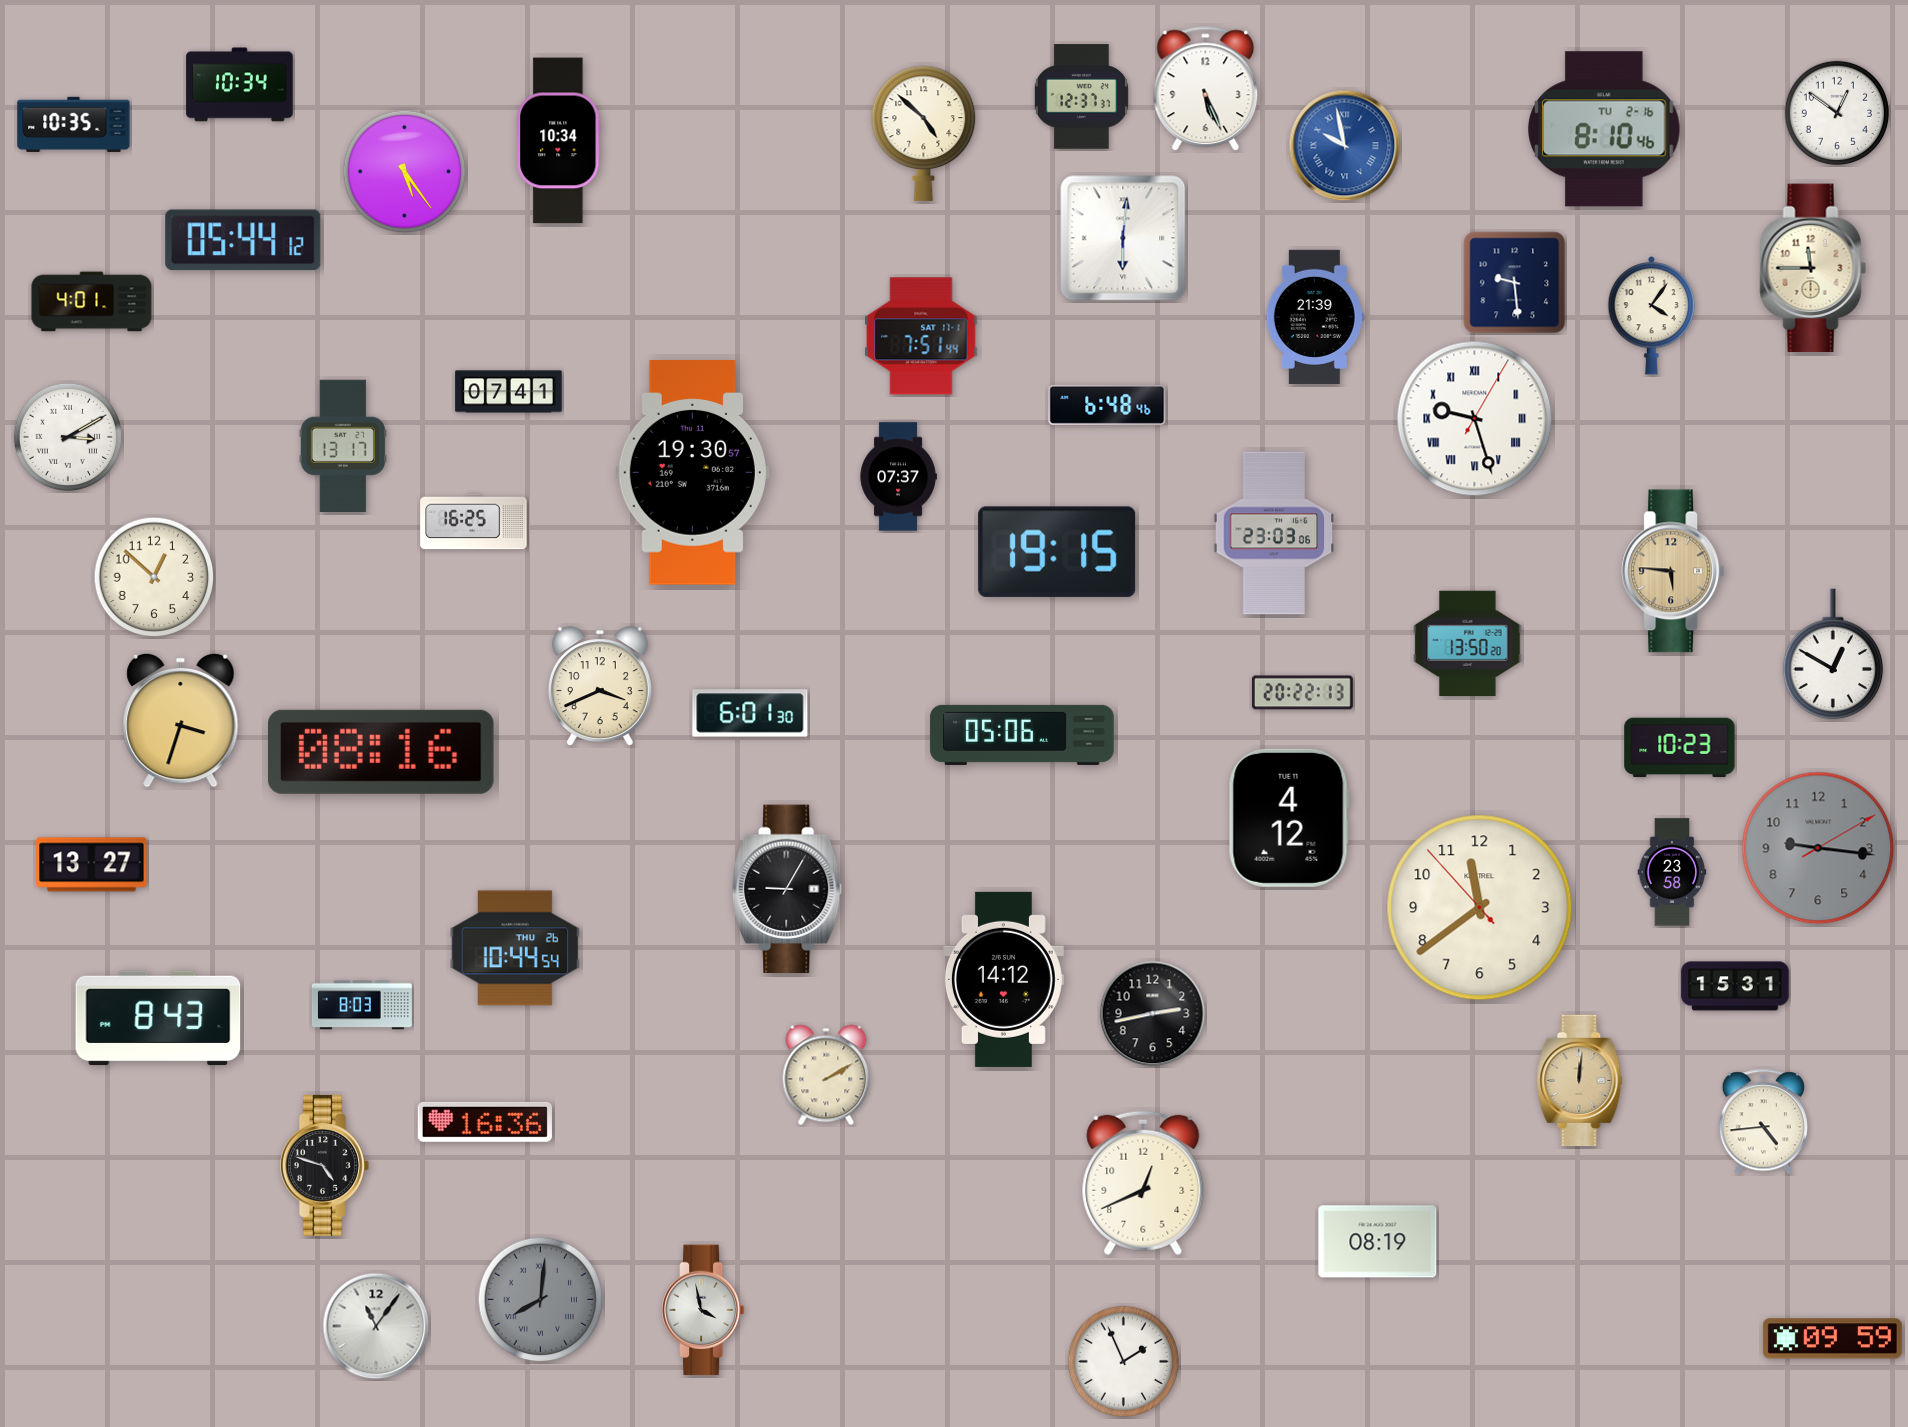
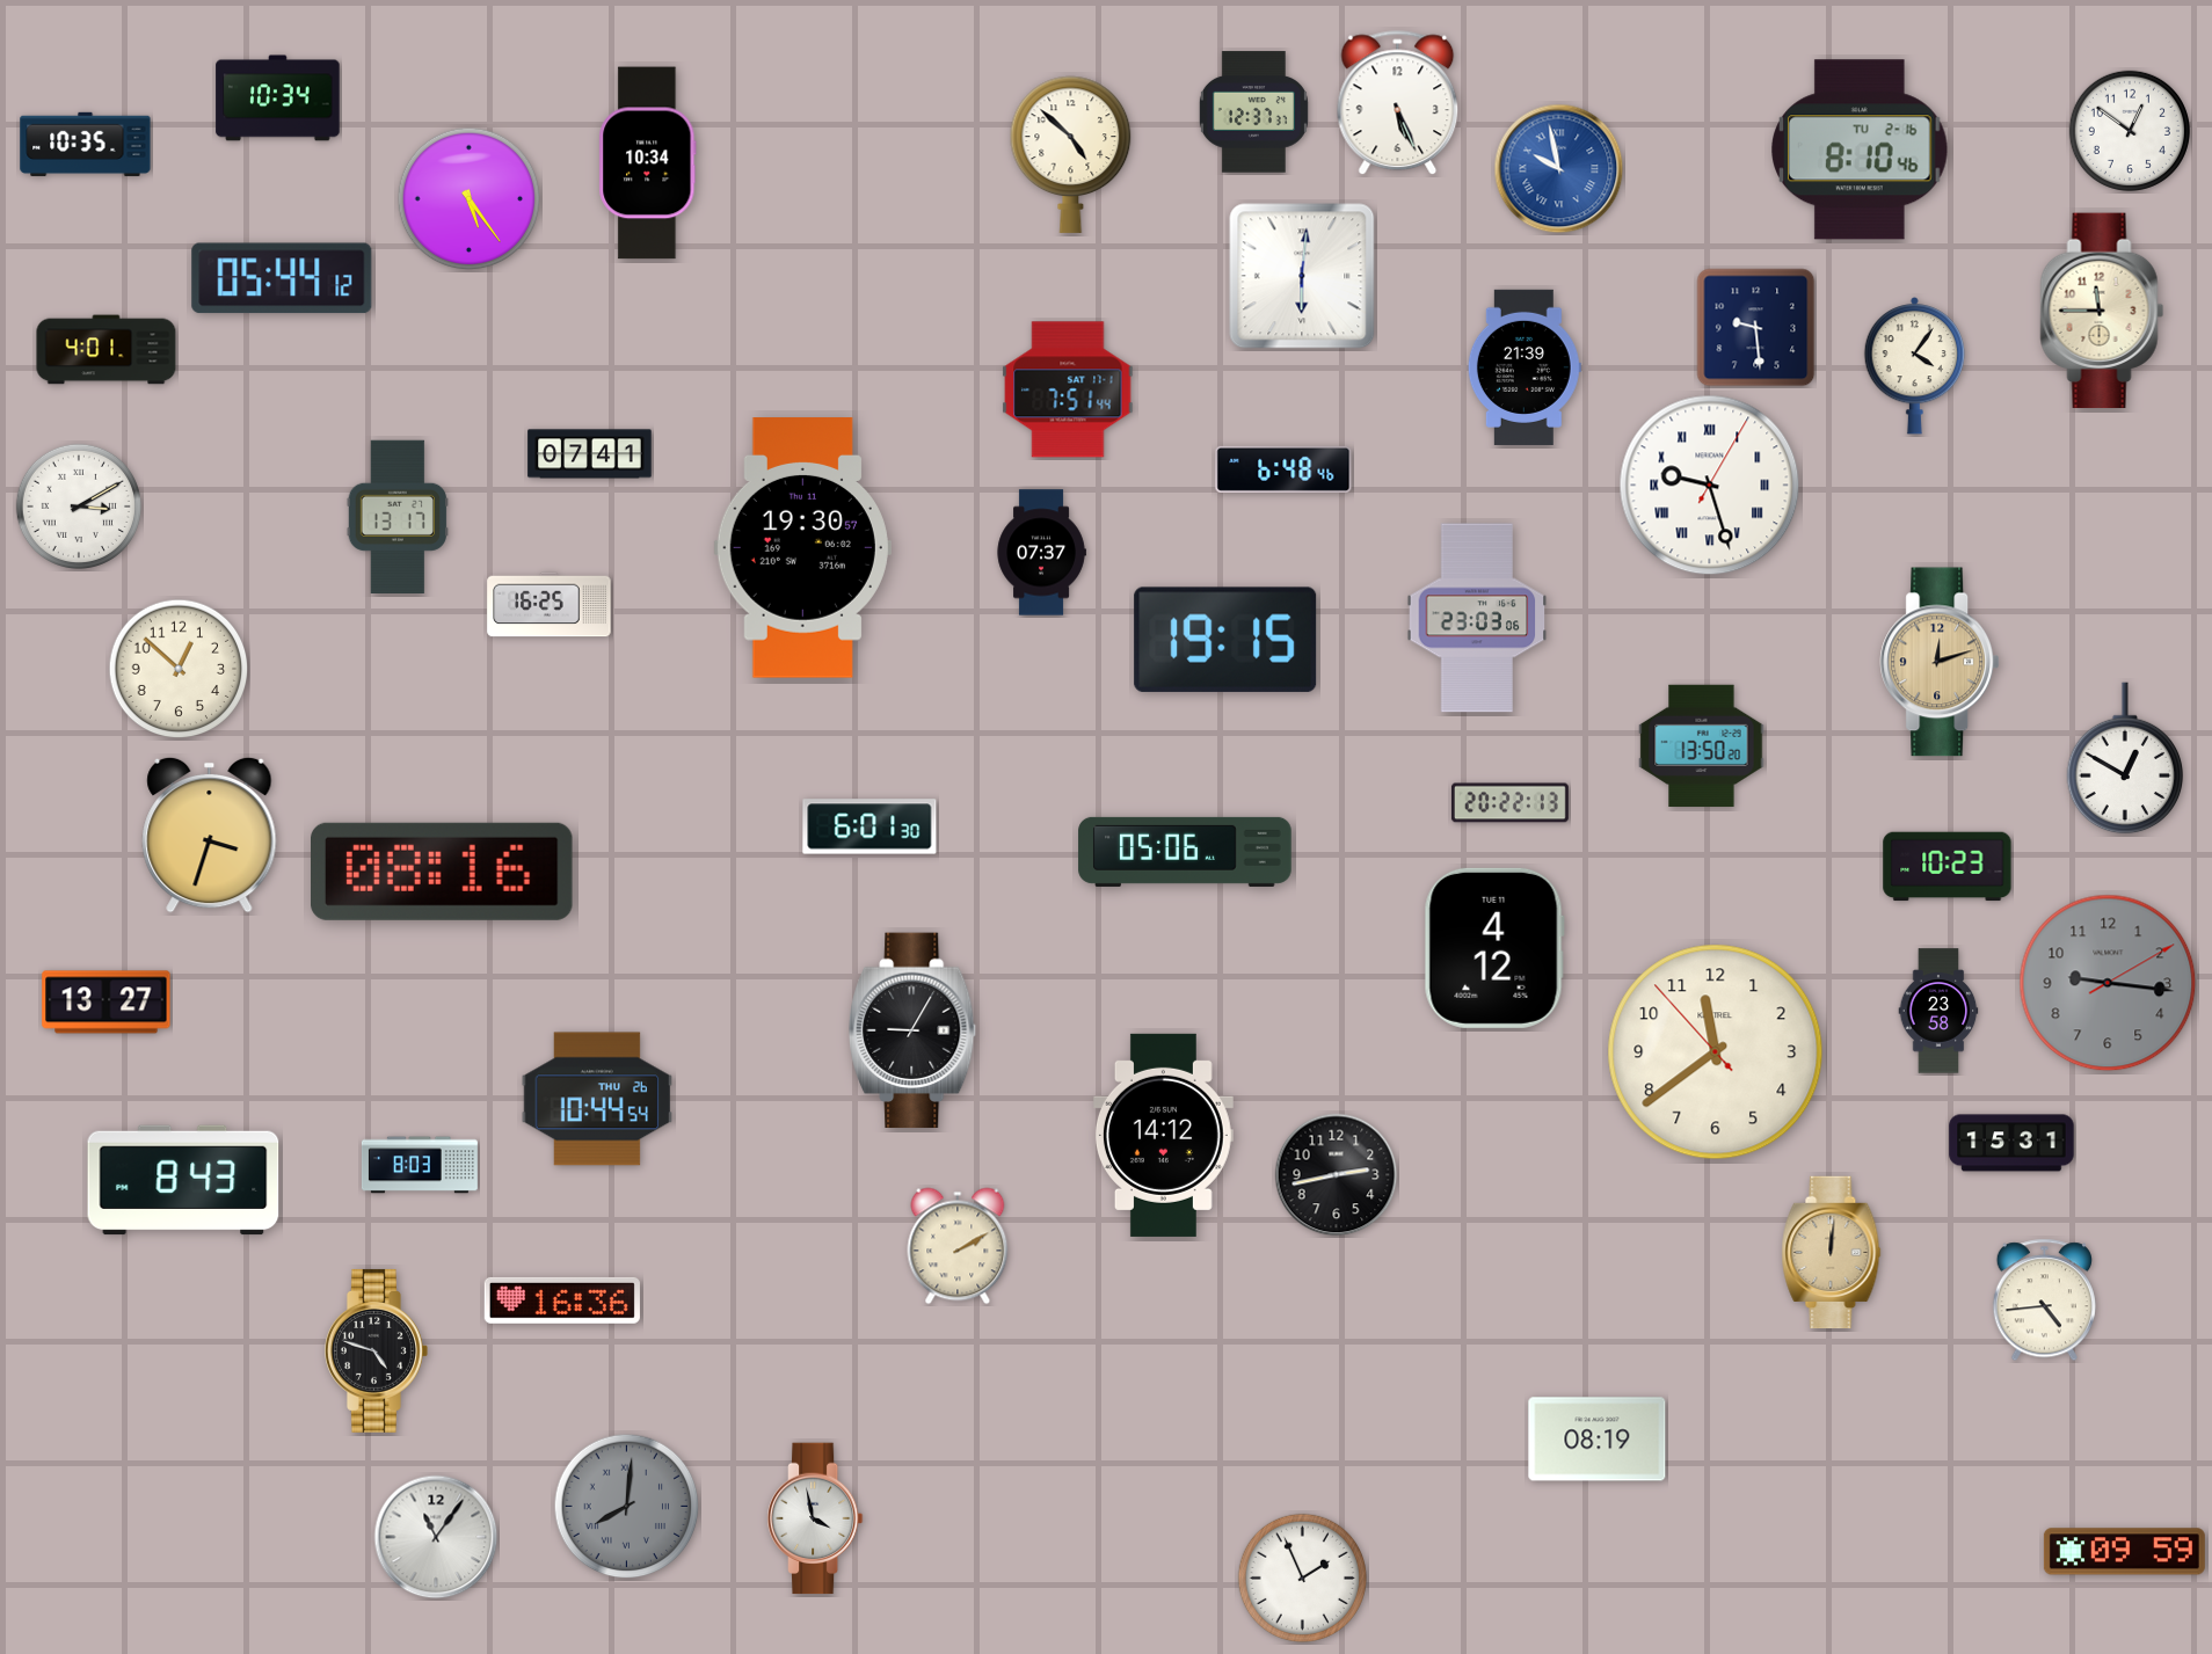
clock at (1673, 571): 5:46 -> 12:12
clock at (600, 687): 3:41 -> none
clock at (1143, 1183): 12:41 -> none
